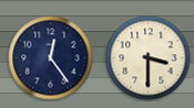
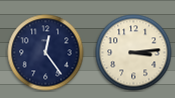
clock at (149, 58): 3:30 -> 3:14
